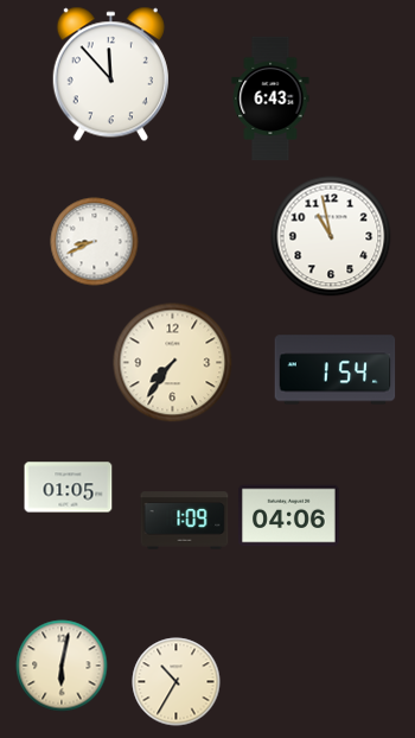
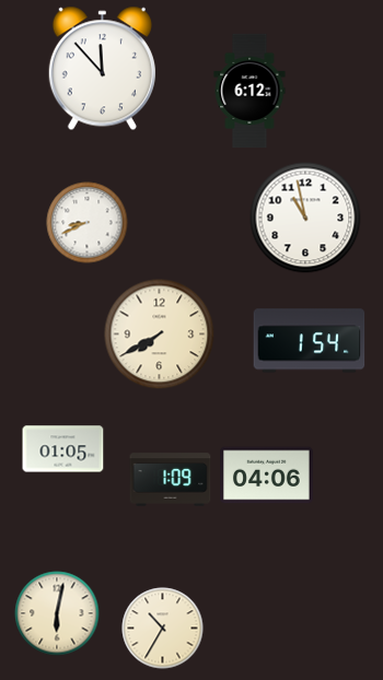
clock at (270, 97): 6:43 -> 6:12
clock at (173, 363): 7:36 -> 7:40
